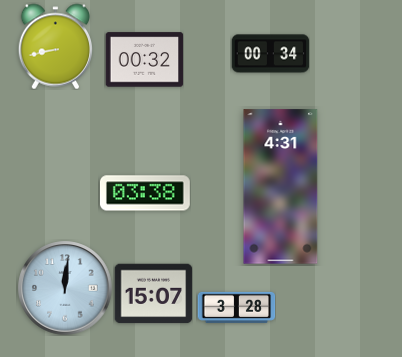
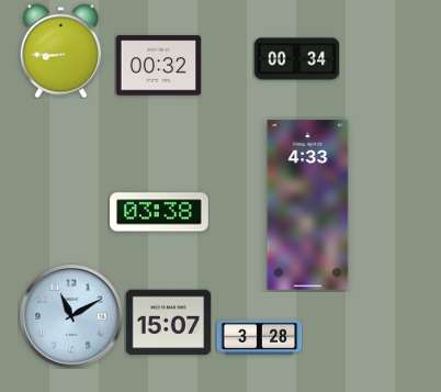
clock at (55, 46): 8:43 -> 8:45
clock at (281, 187): 4:31 -> 4:33
clock at (65, 288): 12:01 -> 11:10
